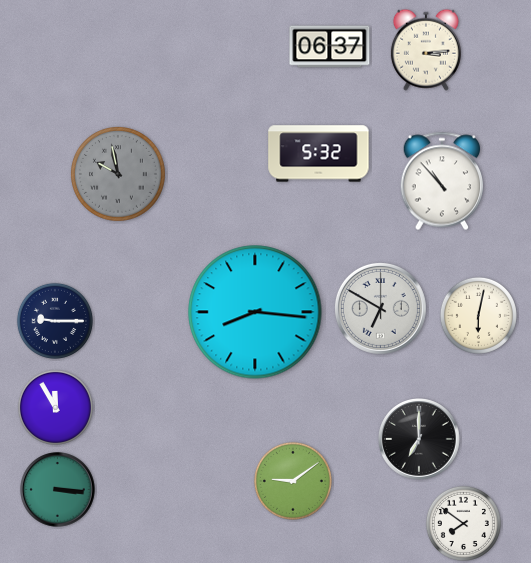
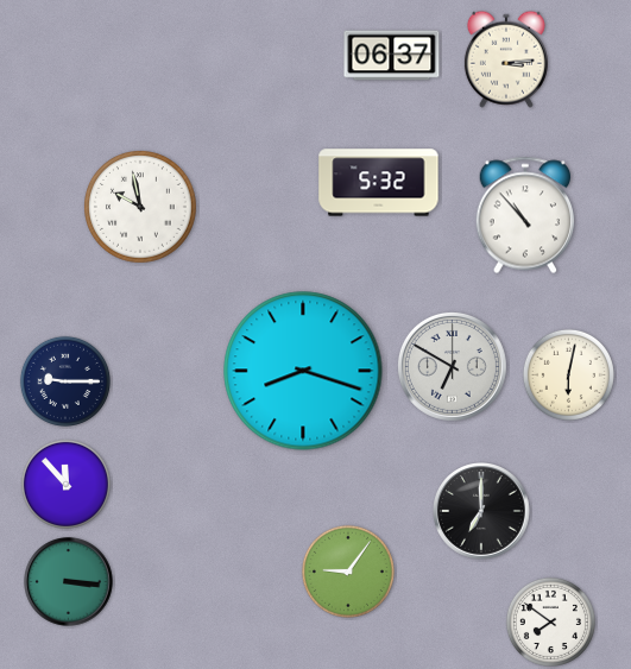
clock at (119, 175) dial: grey -> white
clock at (255, 312): 8:16 -> 8:18
clock at (55, 407): 11:55 -> 11:53
clock at (420, 440) position: (420, 440) -> (482, 512)
clock at (293, 481): 9:09 -> 9:06
